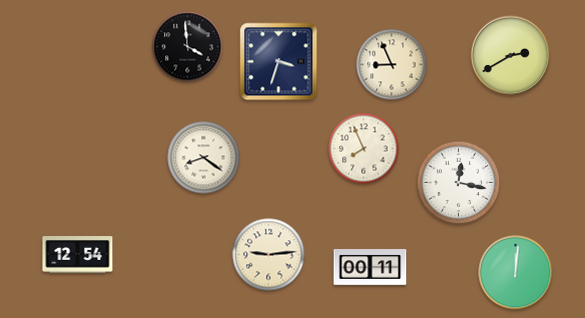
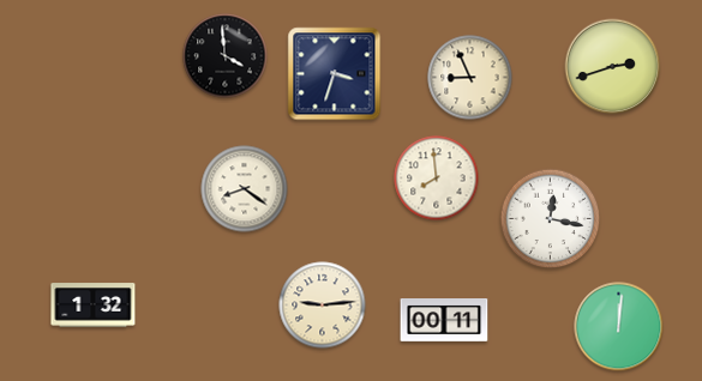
clock at (511, 56): 2:40 -> 2:42
clock at (364, 149): 7:56 -> 7:59
clock at (78, 255): 12:54 -> 1:32
